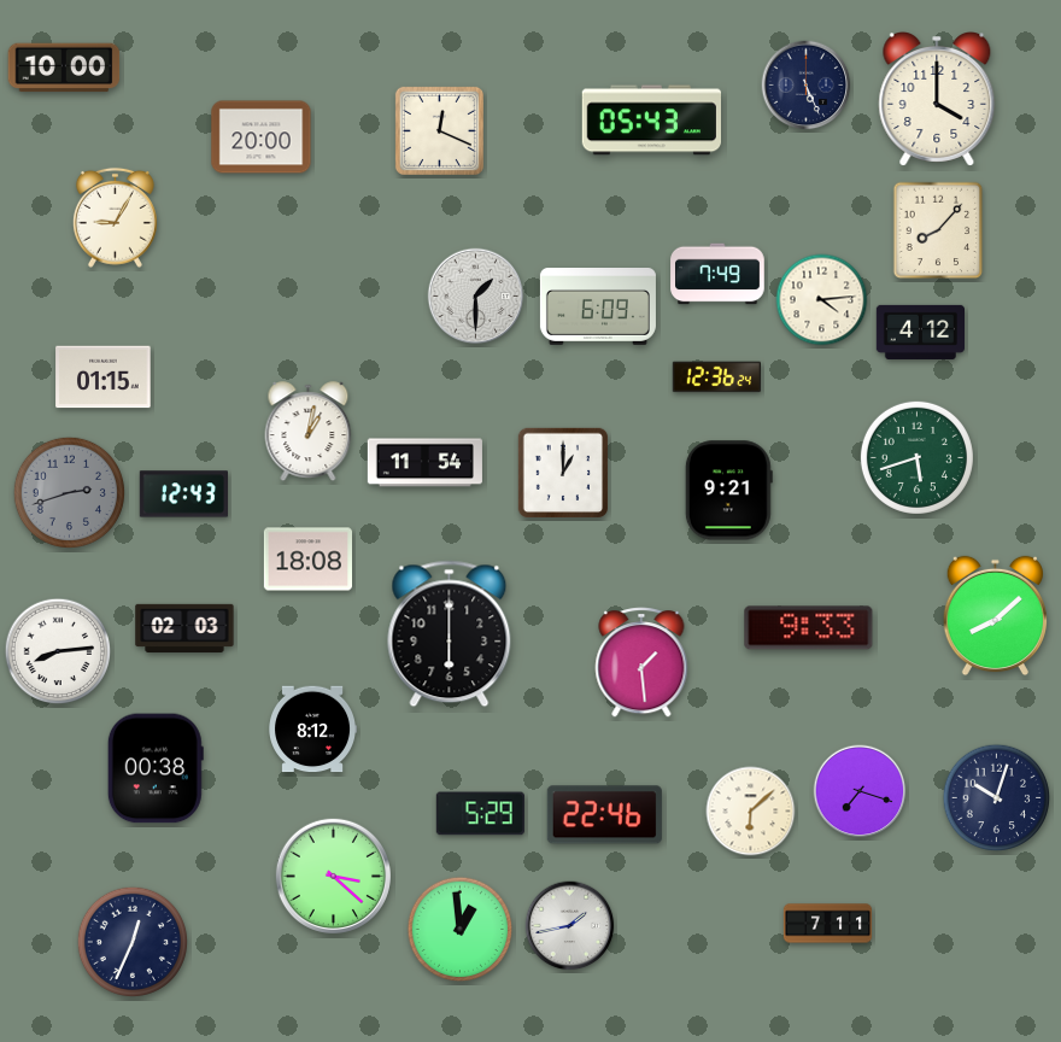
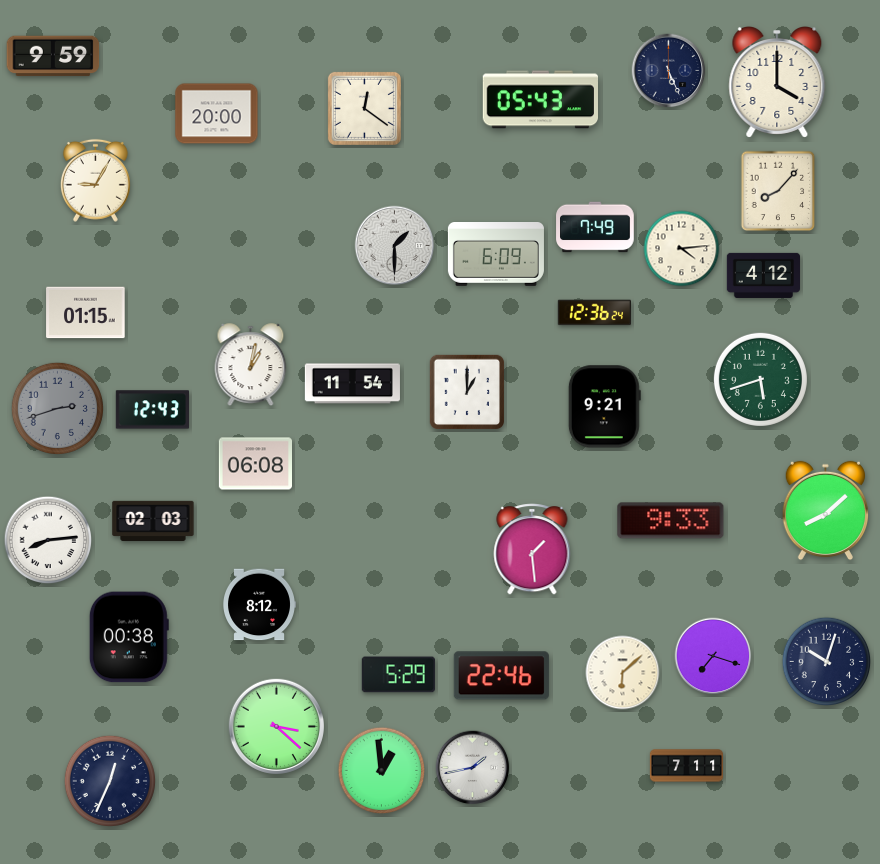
clock at (64, 68): 10:00 -> 9:59
clock at (439, 130): 12:19 -> 12:21
clock at (309, 432) position: (309, 432) -> (251, 365)
clock at (307, 560): 18:08 -> 06:08
clock at (450, 634): 6:00 -> none
